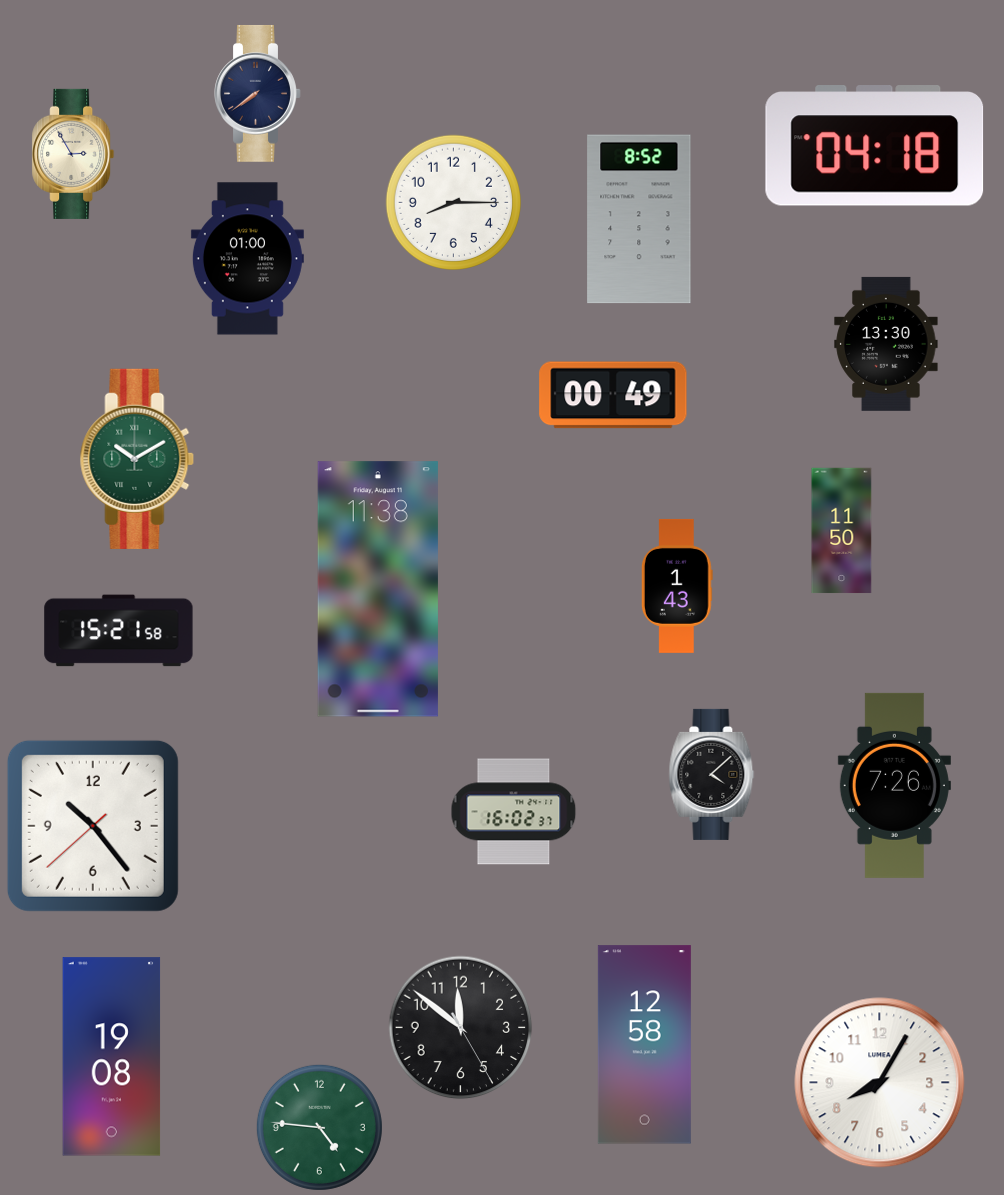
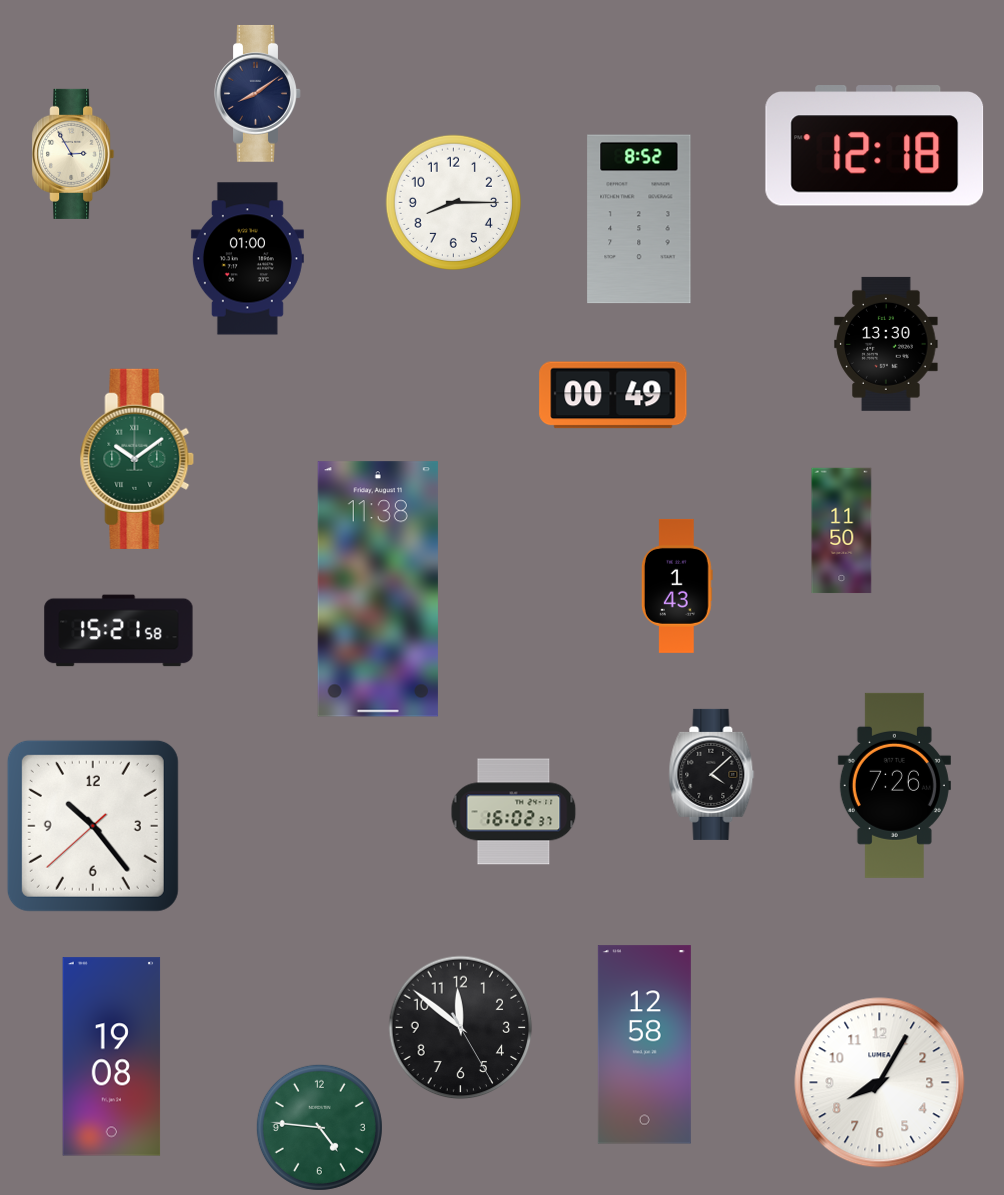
clock at (258, 93): 7:39 -> 8:09
clock at (875, 145): 04:18 -> 12:18
clock at (137, 459): 10:10 -> 10:09
